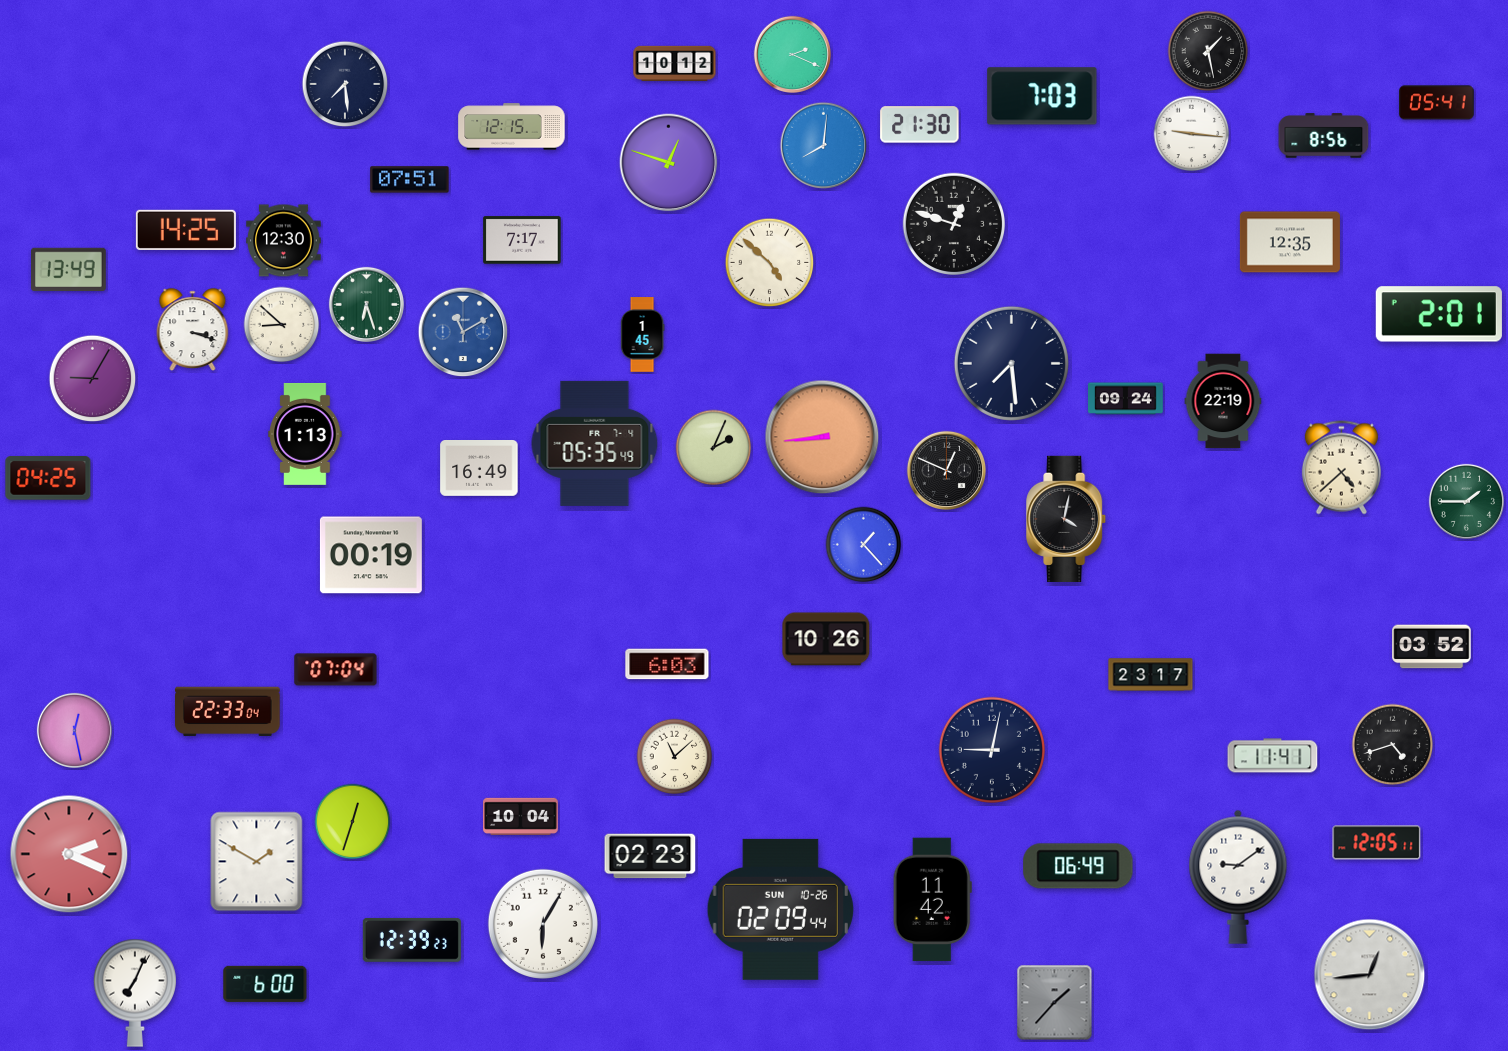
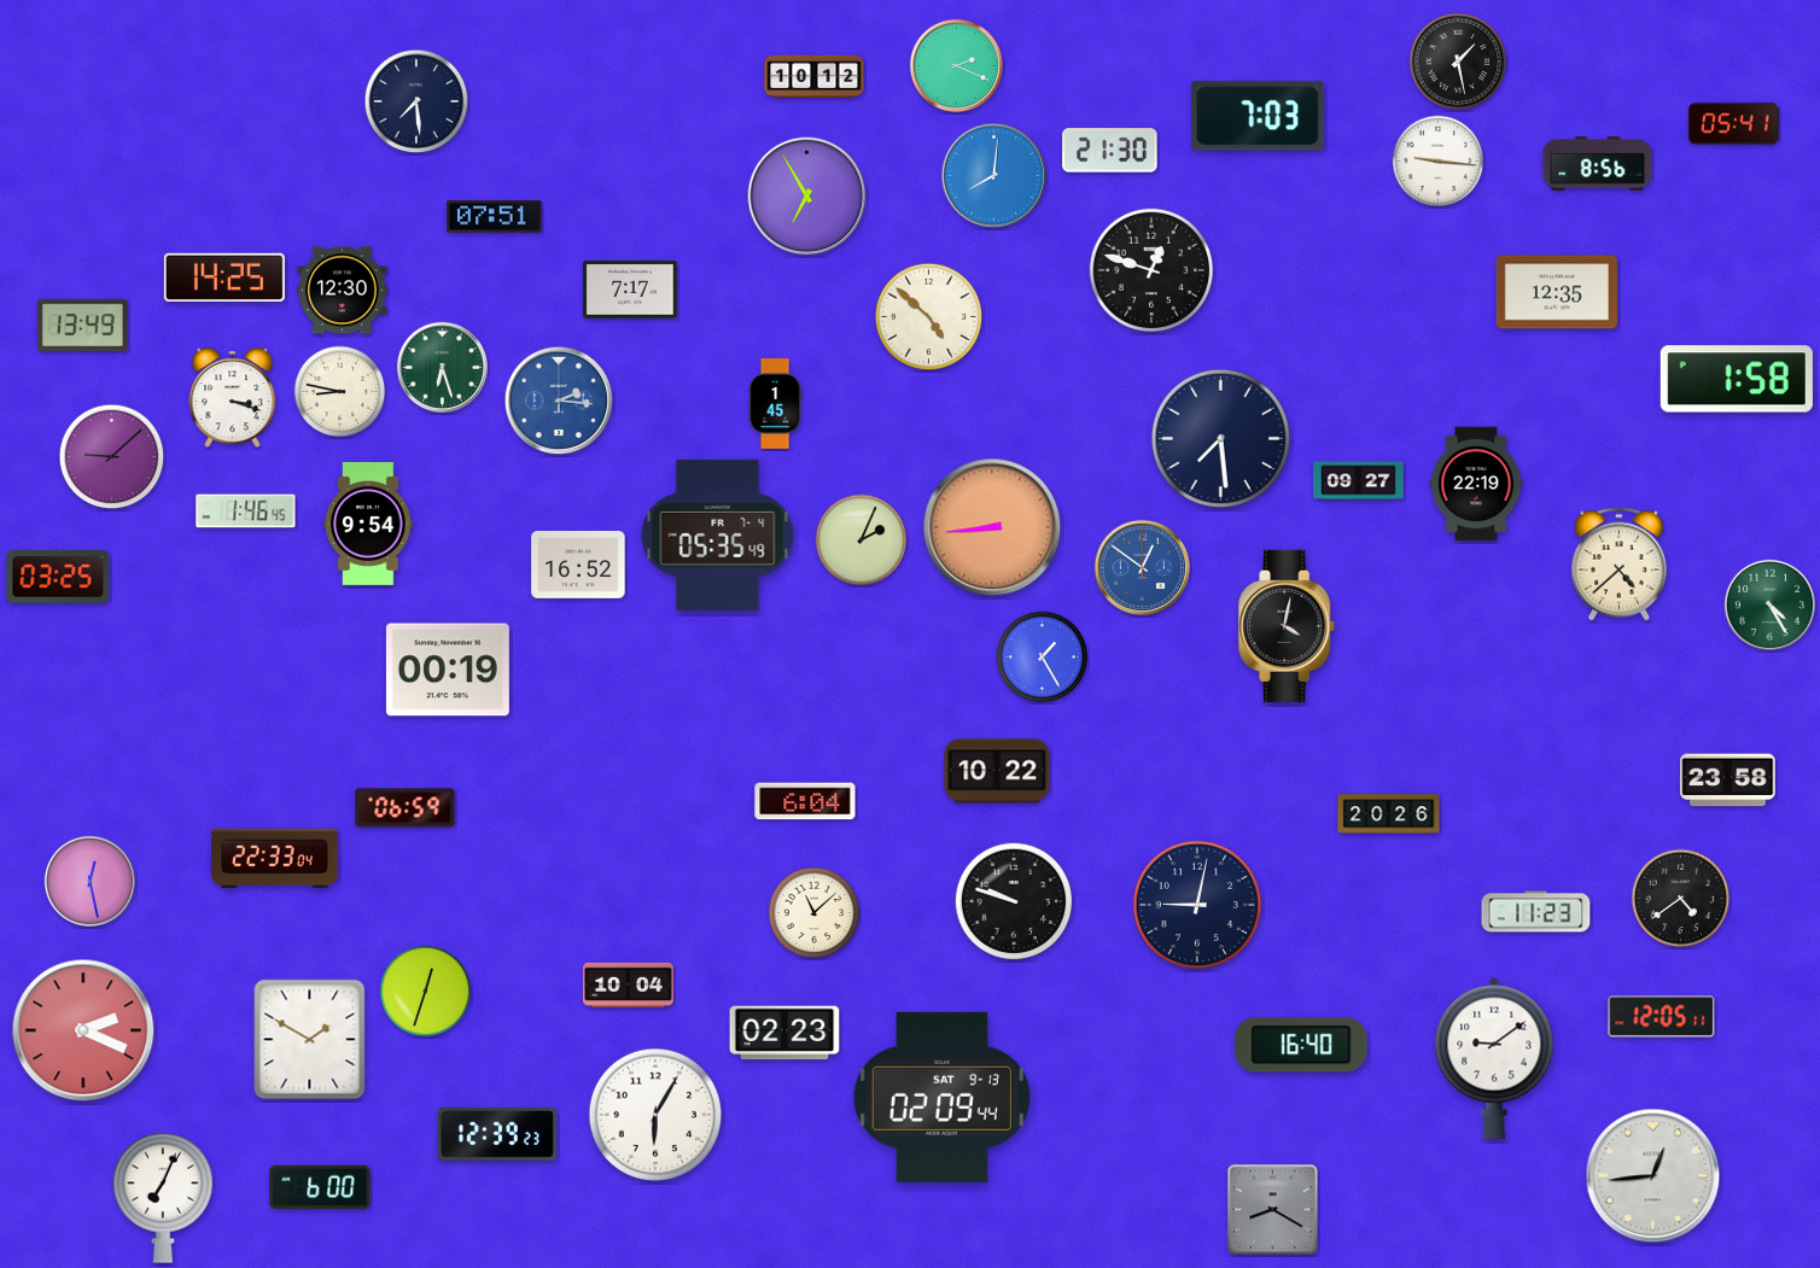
clock at (512, 127): 12:15 -> none
clock at (669, 163): 12:48 -> 6:55
clock at (1439, 314): 2:01 -> 1:58
clock at (282, 325): 8:52 -> 8:47
clock at (463, 332): 11:10 -> 2:16
clock at (93, 379): 9:05 -> 9:08
clock at (1126, 399): 09:24 -> 09:27
clock at (246, 512): none -> 1:46
clock at (305, 434): 1:13 -> 9:54
clock at (479, 469): 16:49 -> 16:52
clock at (946, 470): 12:49 -> 12:51
clock at (946, 470) dial: black -> blue
clock at (48, 478): 04:25 -> 03:25
clock at (1466, 501): 1:45 -> 4:25
clock at (864, 545): 1:23 -> 1:25
clock at (826, 639): 10:26 -> 10:22
clock at (1432, 647): 03:52 -> 23:58
clock at (667, 664): 6:03 -> 6:04
clock at (336, 670): 07:04 -> 06:59
clock at (1151, 675): 23:17 -> 20:26
clock at (1393, 745): 4:42 -> 4:39
clock at (1014, 901): none -> 9:48
clock at (1273, 756): 11:41 -> 11:23
clock at (1078, 866): 06:49 -> 16:40
clock at (932, 900): 11:42 -> none
clock at (780, 909) date: SUN 10-26 -> SAT 9-13
clock at (1055, 1003): 1:37 -> 8:20
